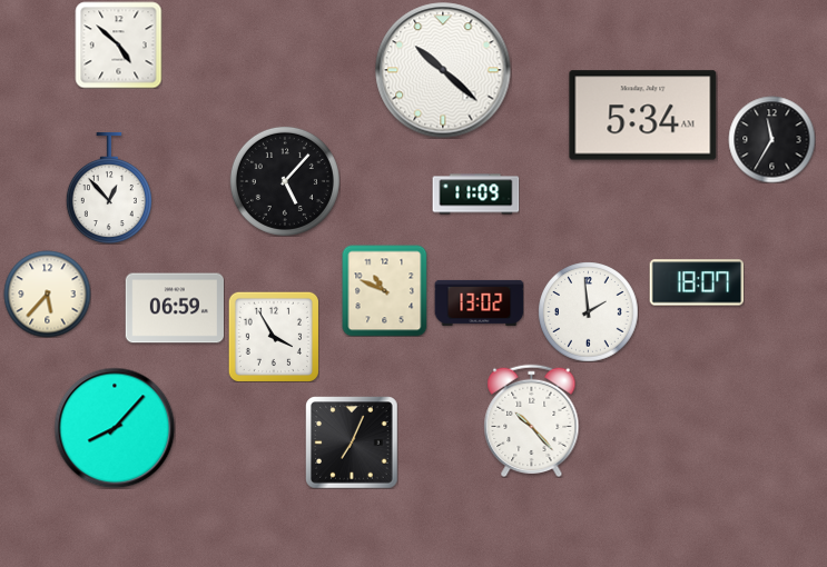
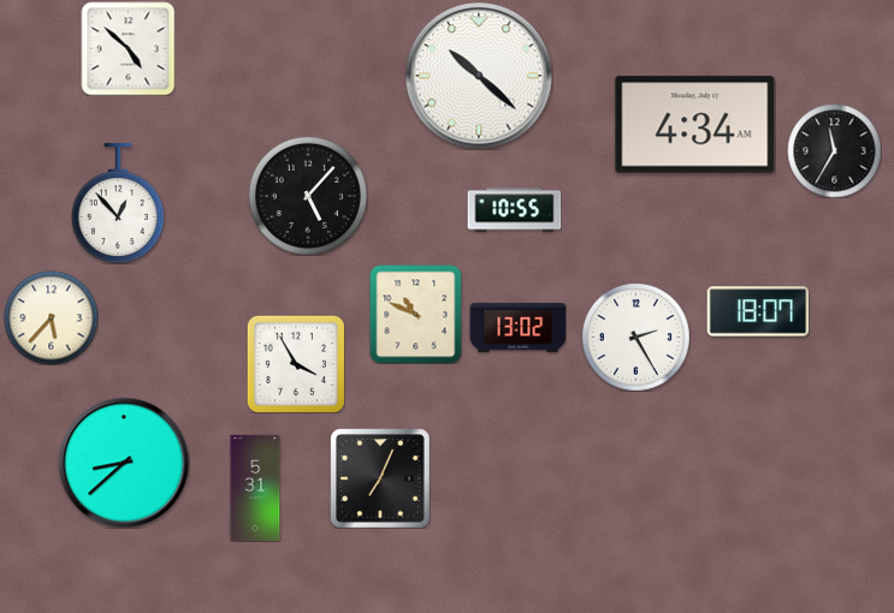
clock at (643, 116): 5:34 -> 4:34
clock at (475, 195): 11:09 -> 10:55
clock at (697, 282) position: (697, 282) -> (758, 311)
clock at (174, 308): 06:59 -> none
clock at (588, 311): 1:59 -> 2:25
clock at (532, 420): 10:23 -> none
clock at (115, 428): 8:07 -> 8:38
clock at (255, 488): none -> 5:31
